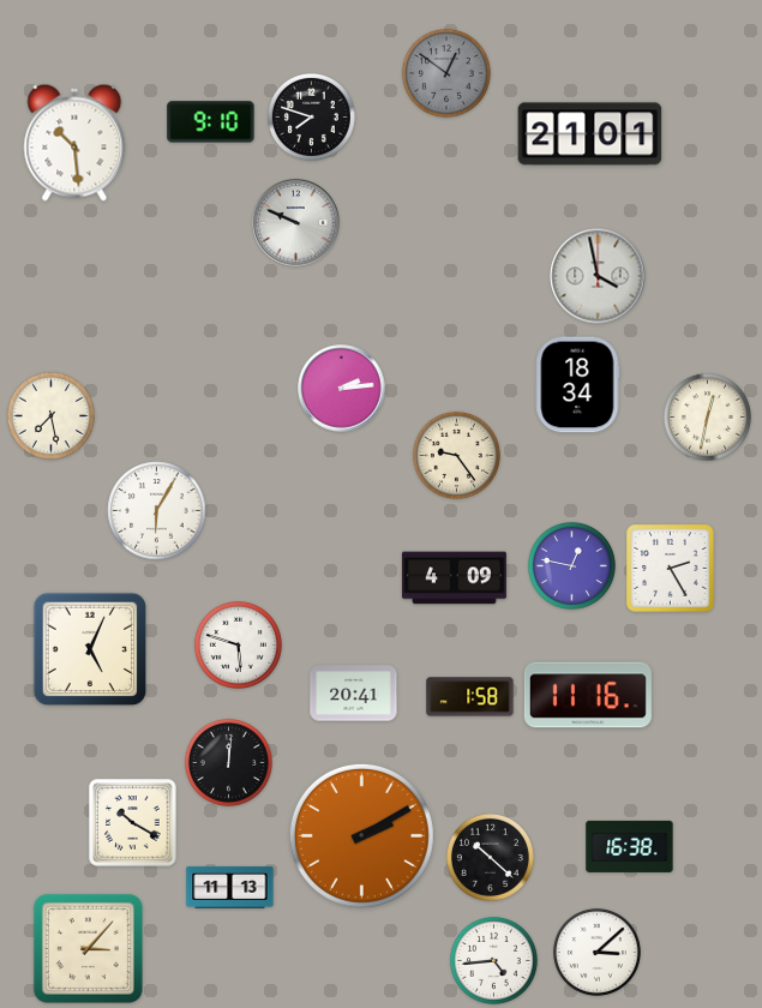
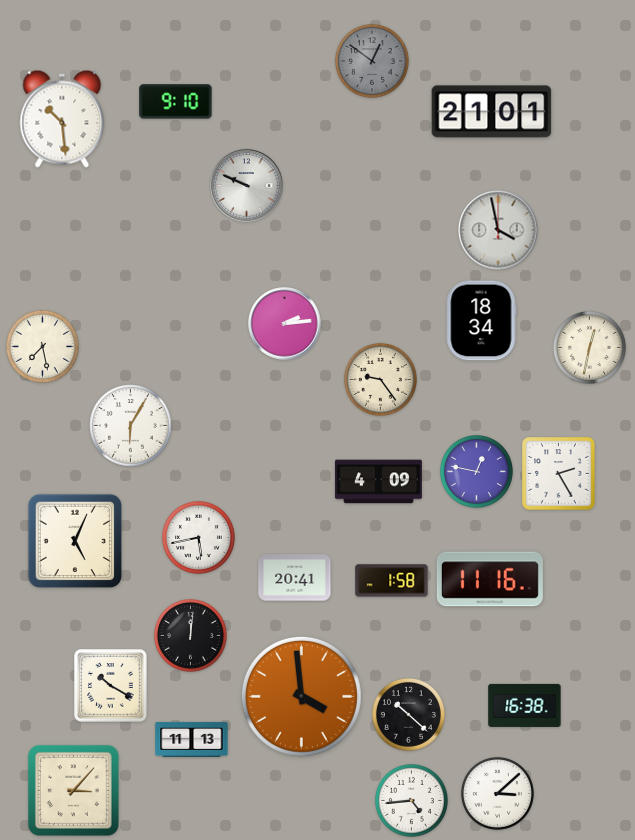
clock at (311, 116): 7:48 -> none
clock at (238, 644): 5:48 -> 5:43
clock at (361, 835): 2:10 -> 3:59
